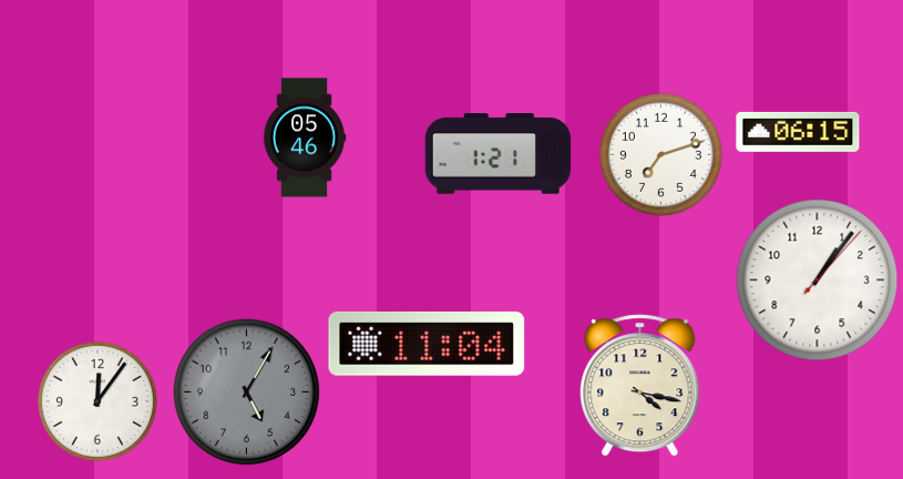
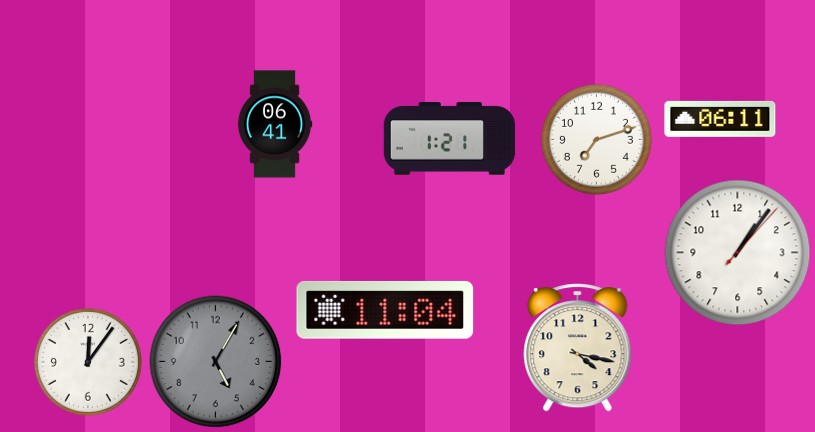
clock at (798, 132): 06:15 -> 06:11
clock at (305, 137): 05:46 -> 06:41
clock at (247, 393) position: (247, 393) -> (216, 362)
